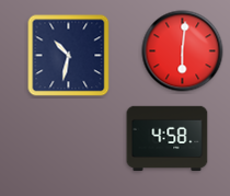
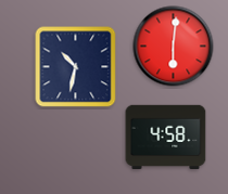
clock at (183, 51) position: (183, 51) -> (174, 47)
clock at (69, 56) position: (69, 56) -> (76, 67)
